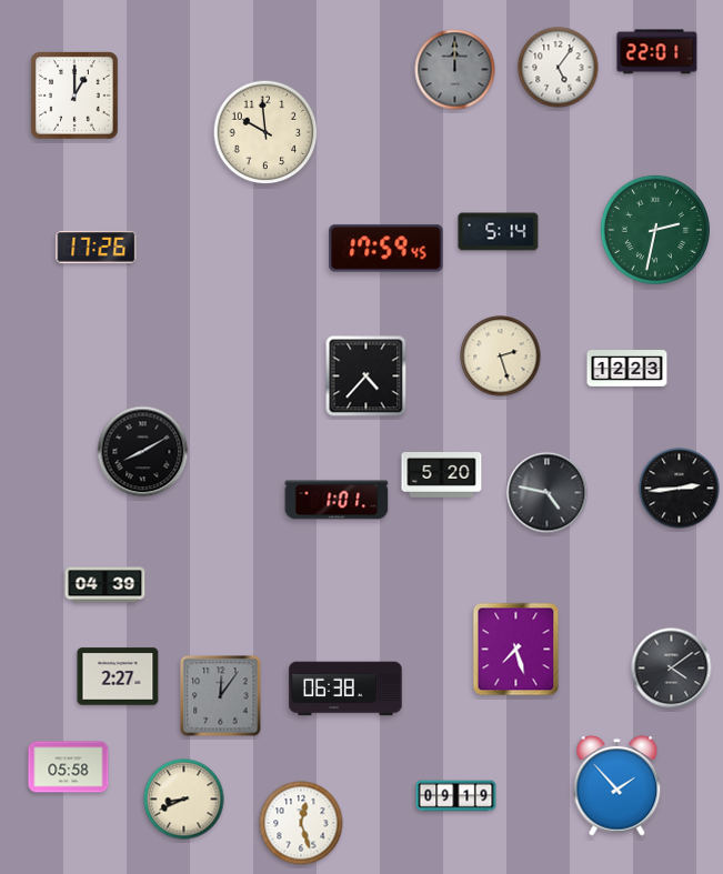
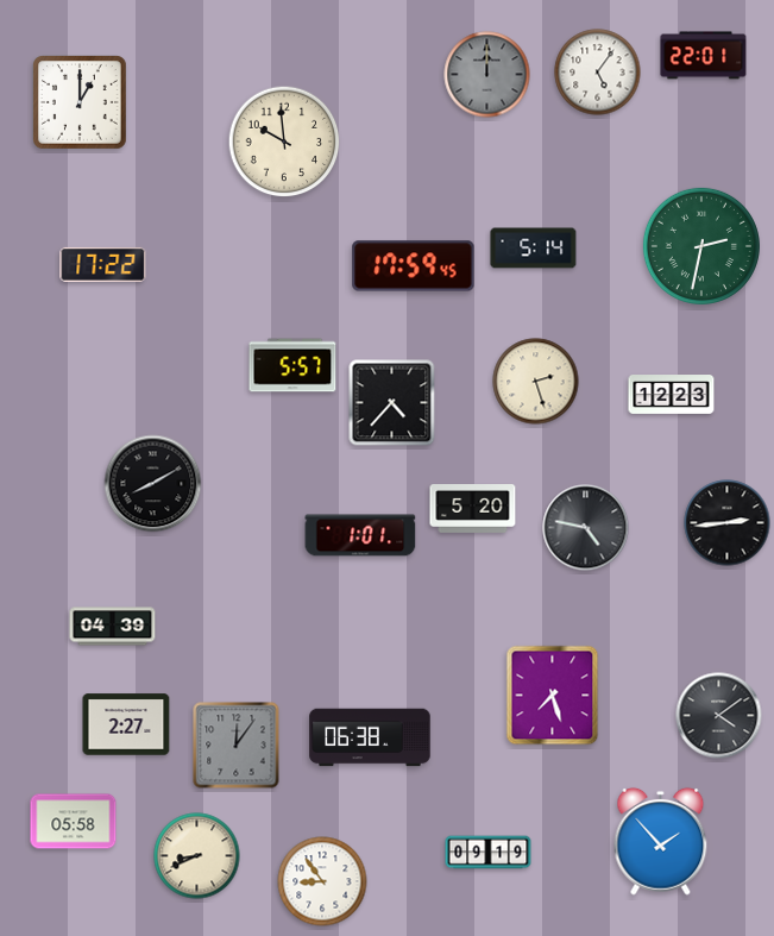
clock at (97, 247): 17:26 -> 17:22
clock at (292, 365): none -> 5:57
clock at (301, 823): 12:27 -> 8:54
